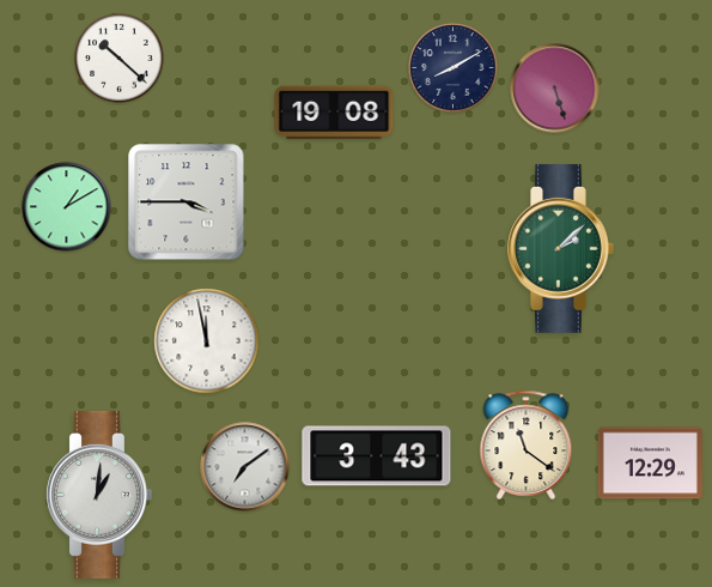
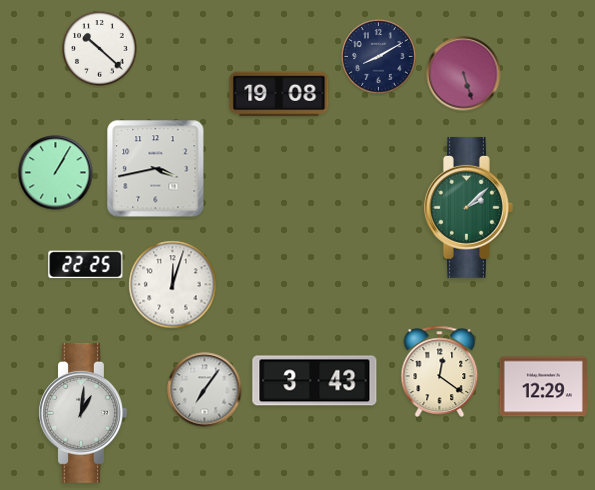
clock at (187, 202): 3:45 -> 3:43
clock at (67, 207): 1:10 -> 1:05
clock at (86, 265): none -> 22:25
clock at (207, 341): 11:58 -> 12:03
clock at (527, 444): 11:21 -> 12:21
clock at (245, 467): 7:09 -> 7:06
